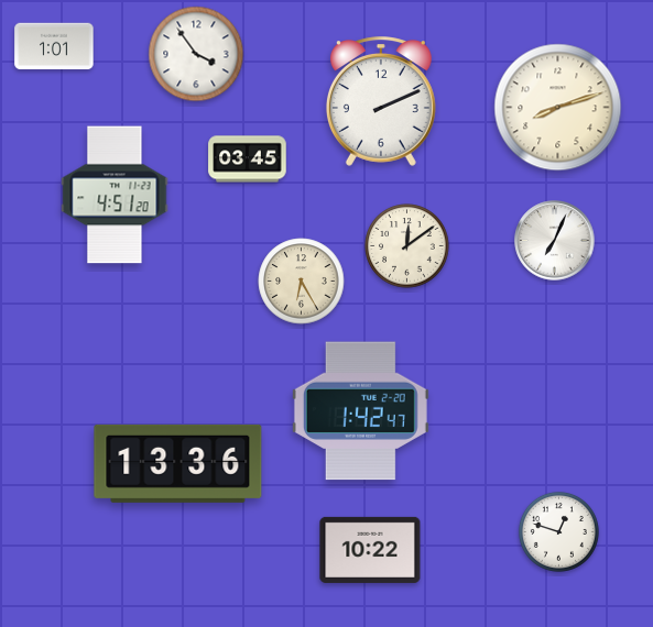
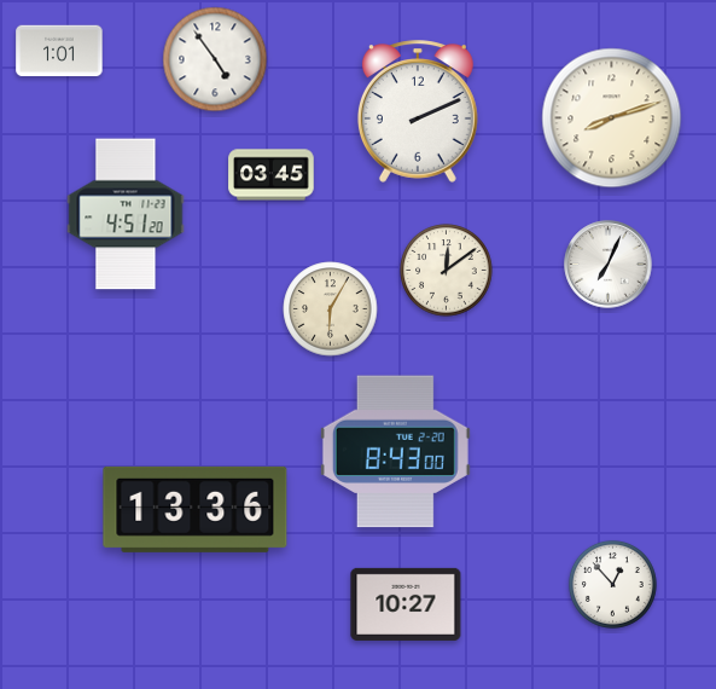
clock at (196, 54): 3:54 -> 4:54
clock at (302, 282): 6:25 -> 6:05
clock at (360, 411): 1:42 -> 8:43
clock at (558, 531): 12:48 -> 12:53
clock at (370, 550): 10:22 -> 10:27
